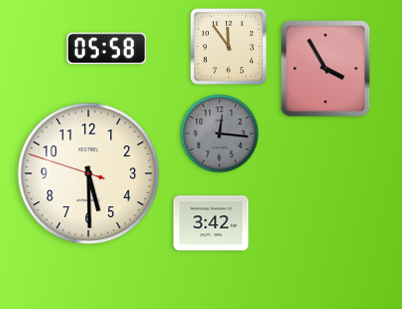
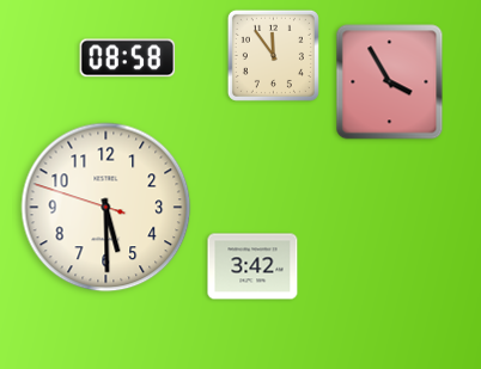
clock at (107, 49): 05:58 -> 08:58
clock at (220, 134): 12:16 -> none
